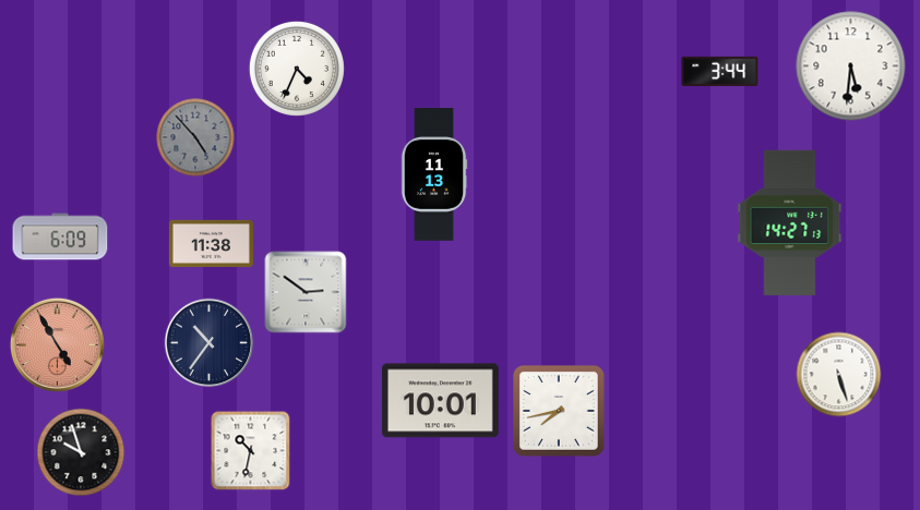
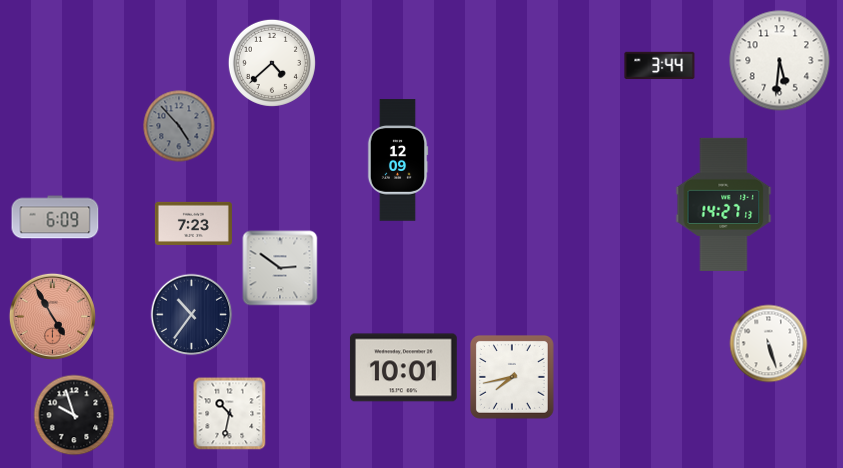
clock at (297, 69): 4:34 -> 4:38
clock at (434, 174): 11:13 -> 12:09
clock at (211, 243): 11:38 -> 7:23
